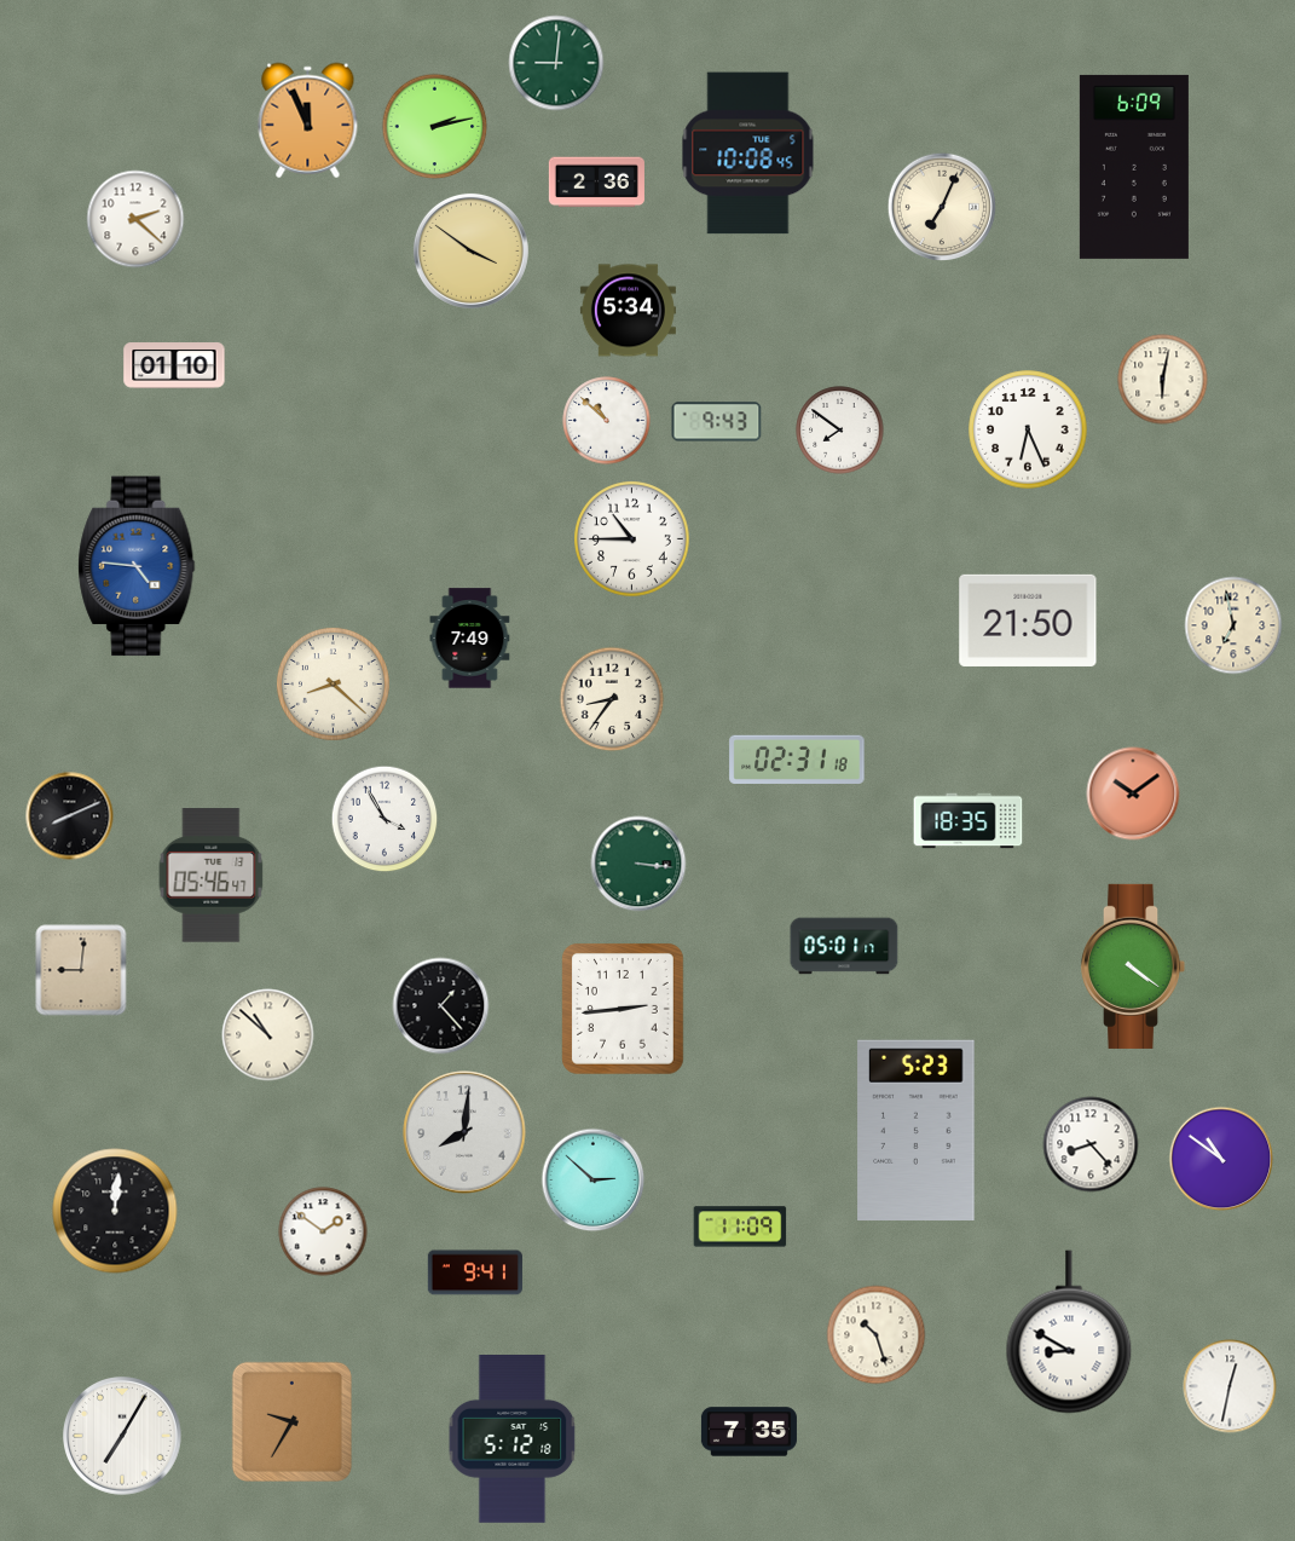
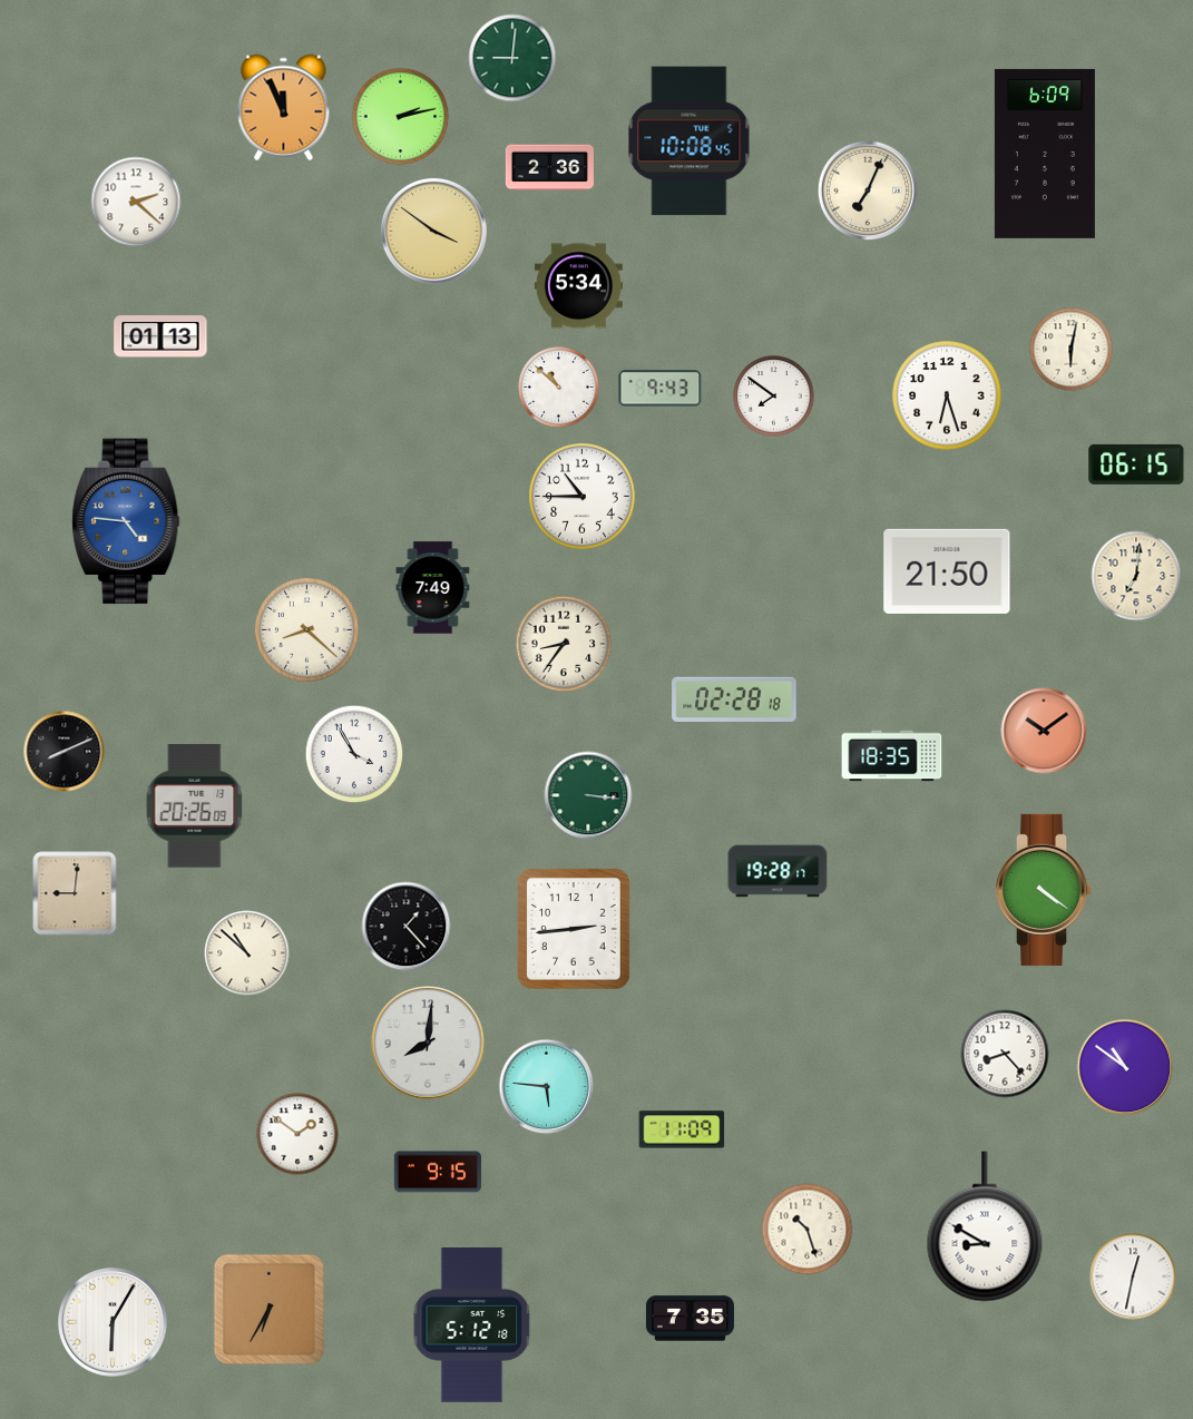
clock at (308, 121) position: (308, 121) -> (284, 108)
clock at (135, 219) position: (135, 219) -> (136, 202)
clock at (174, 365): 01:10 -> 01:13
clock at (1028, 429): 6:26 -> 6:27
clock at (1136, 464): none -> 06:15
clock at (1233, 625): 6:58 -> 7:01
clock at (797, 758): 02:31 -> 02:28
clock at (212, 876): 05:46 -> 20:26
clock at (844, 946): 05:01 -> 19:28
clock at (917, 1131): 5:23 -> none
clock at (594, 1181): 2:52 -> 5:46
clock at (115, 1211): 12:01 -> none
clock at (475, 1272): 9:41 -> 9:15
clock at (291, 1421): 9:35 -> 6:35
clock at (123, 1437): 7:05 -> 6:05
